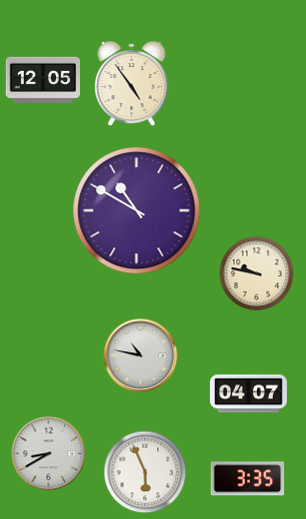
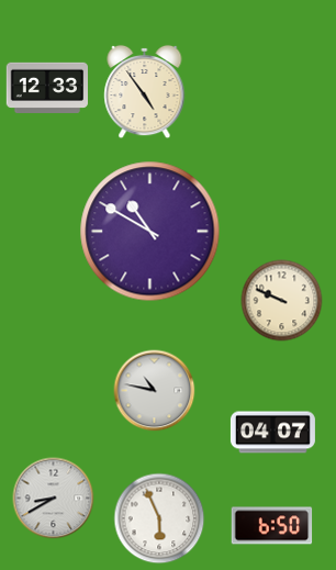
clock at (43, 80): 12:05 -> 12:33
clock at (257, 274): 9:47 -> 9:49
clock at (248, 479): 3:35 -> 6:50
